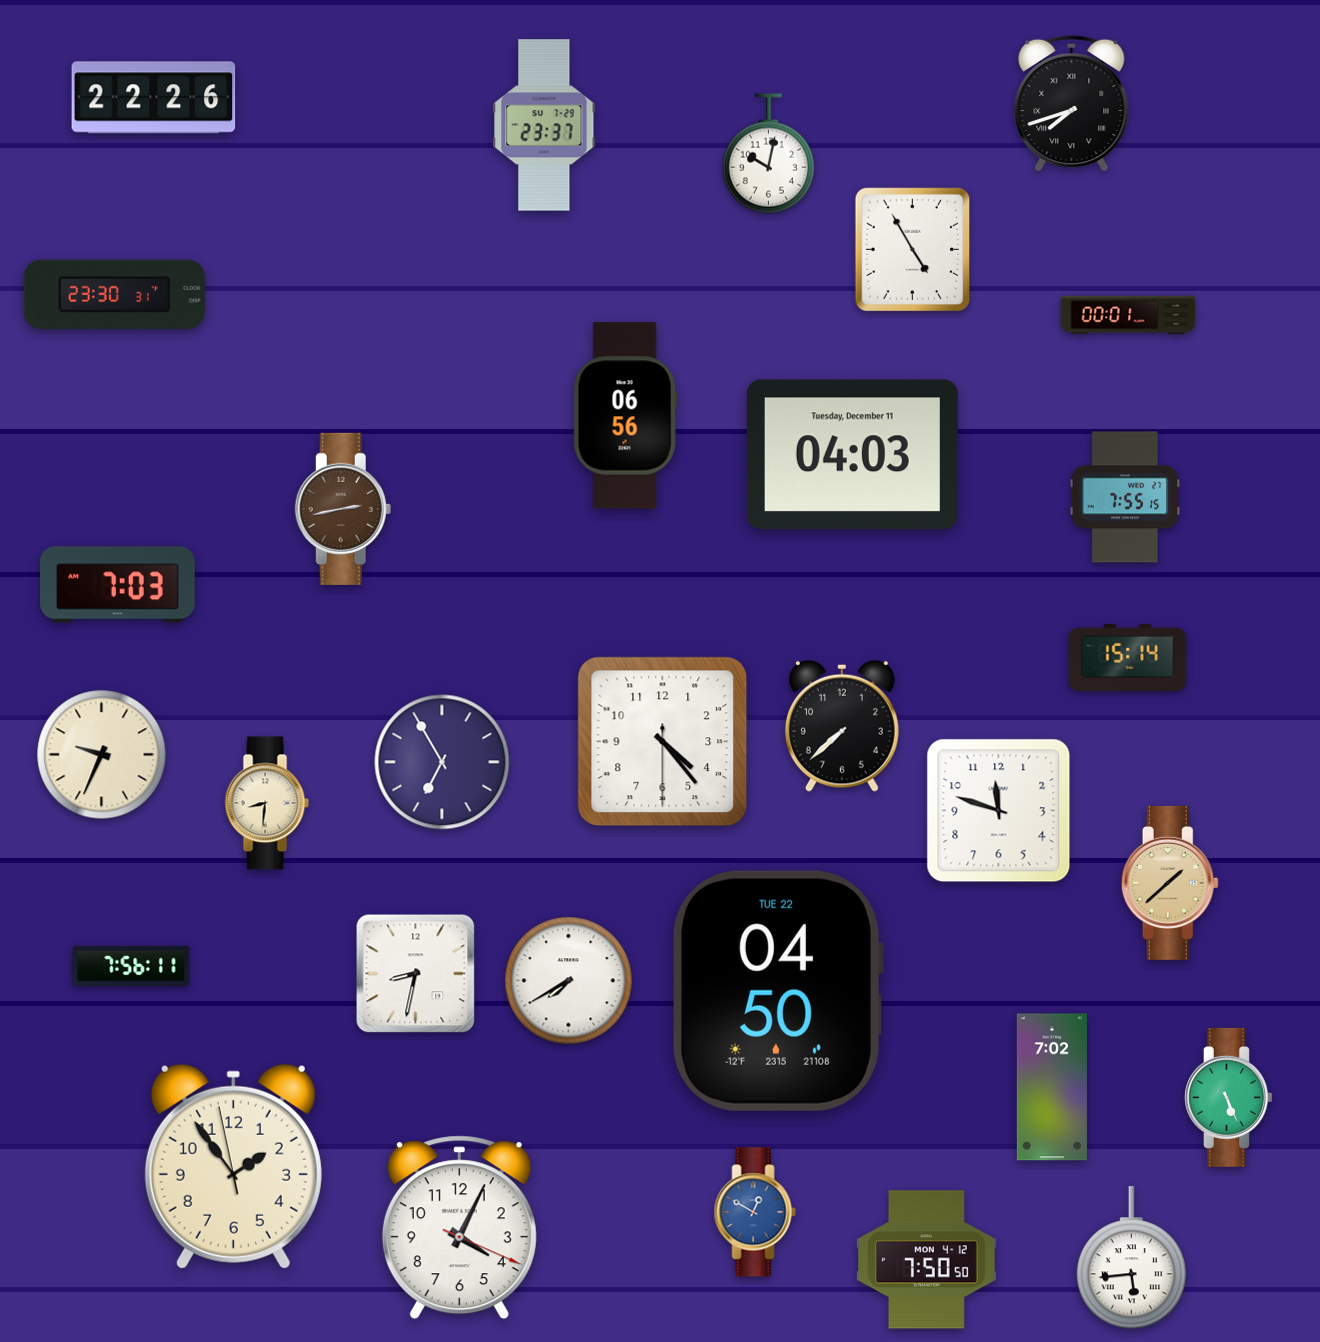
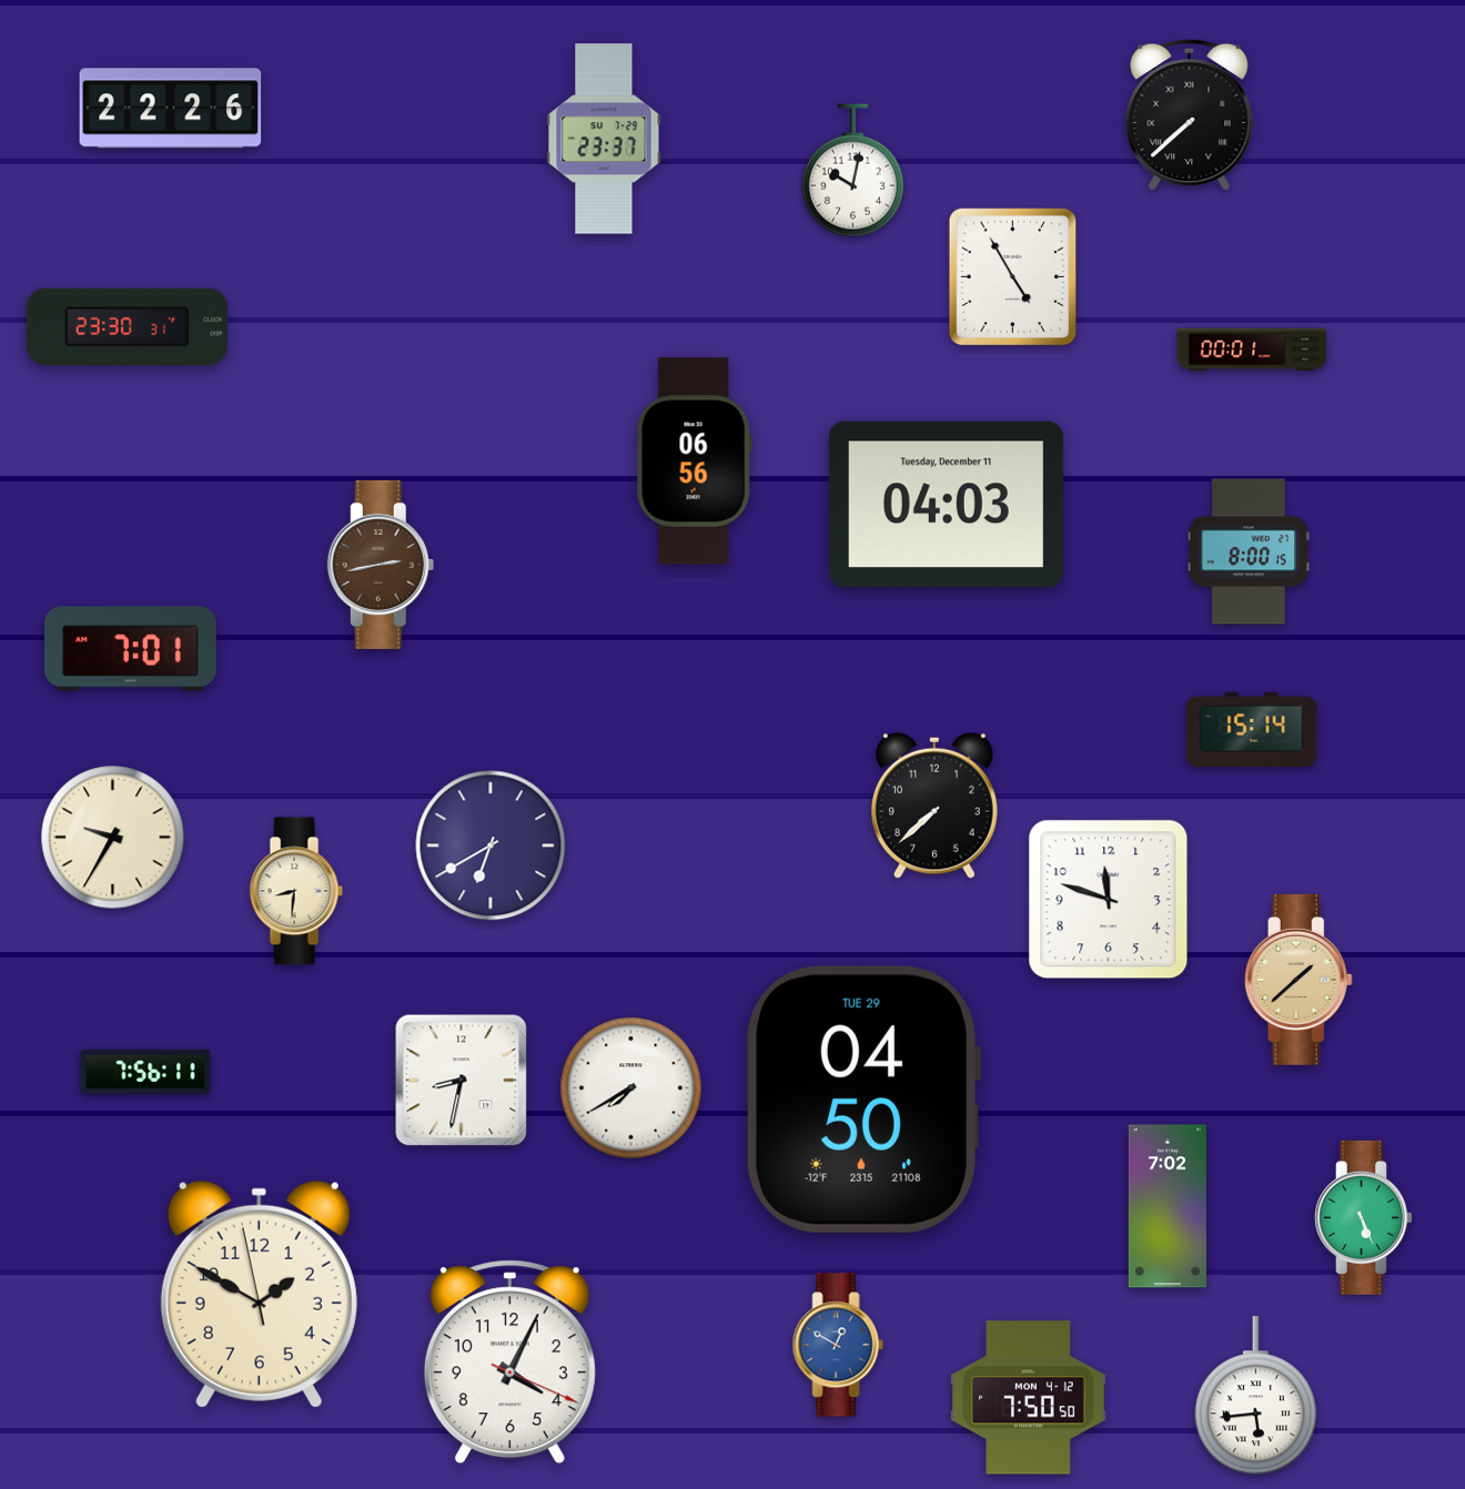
clock at (1072, 103): 7:42 -> 7:38
clock at (1125, 497): 7:55 -> 8:00
clock at (118, 585): 7:03 -> 7:01
clock at (663, 742): 4:23 -> none
clock at (102, 755): 9:34 -> 9:35
clock at (442, 762): 6:55 -> 6:40
clock at (777, 991) date: TUE 22 -> TUE 29
clock at (233, 1166): 1:53 -> 1:49
